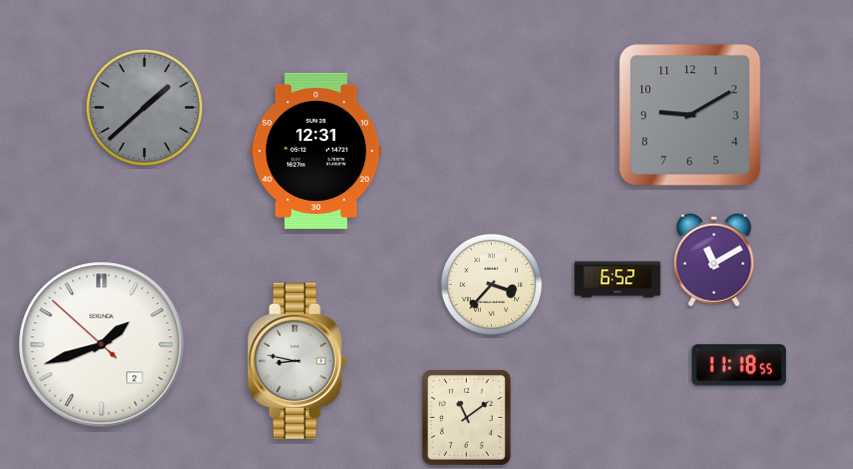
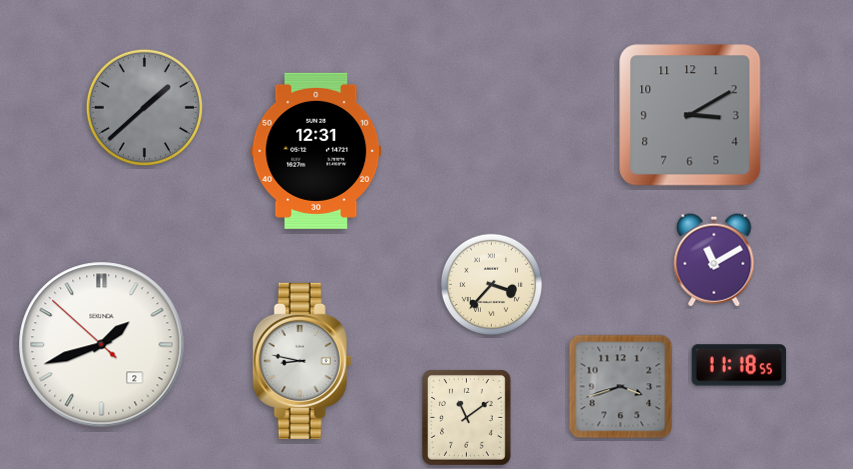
clock at (690, 115): 9:10 -> 3:10
clock at (618, 280): 6:52 -> none
clock at (297, 361) position: (297, 361) -> (302, 361)
clock at (621, 387): none -> 3:42
